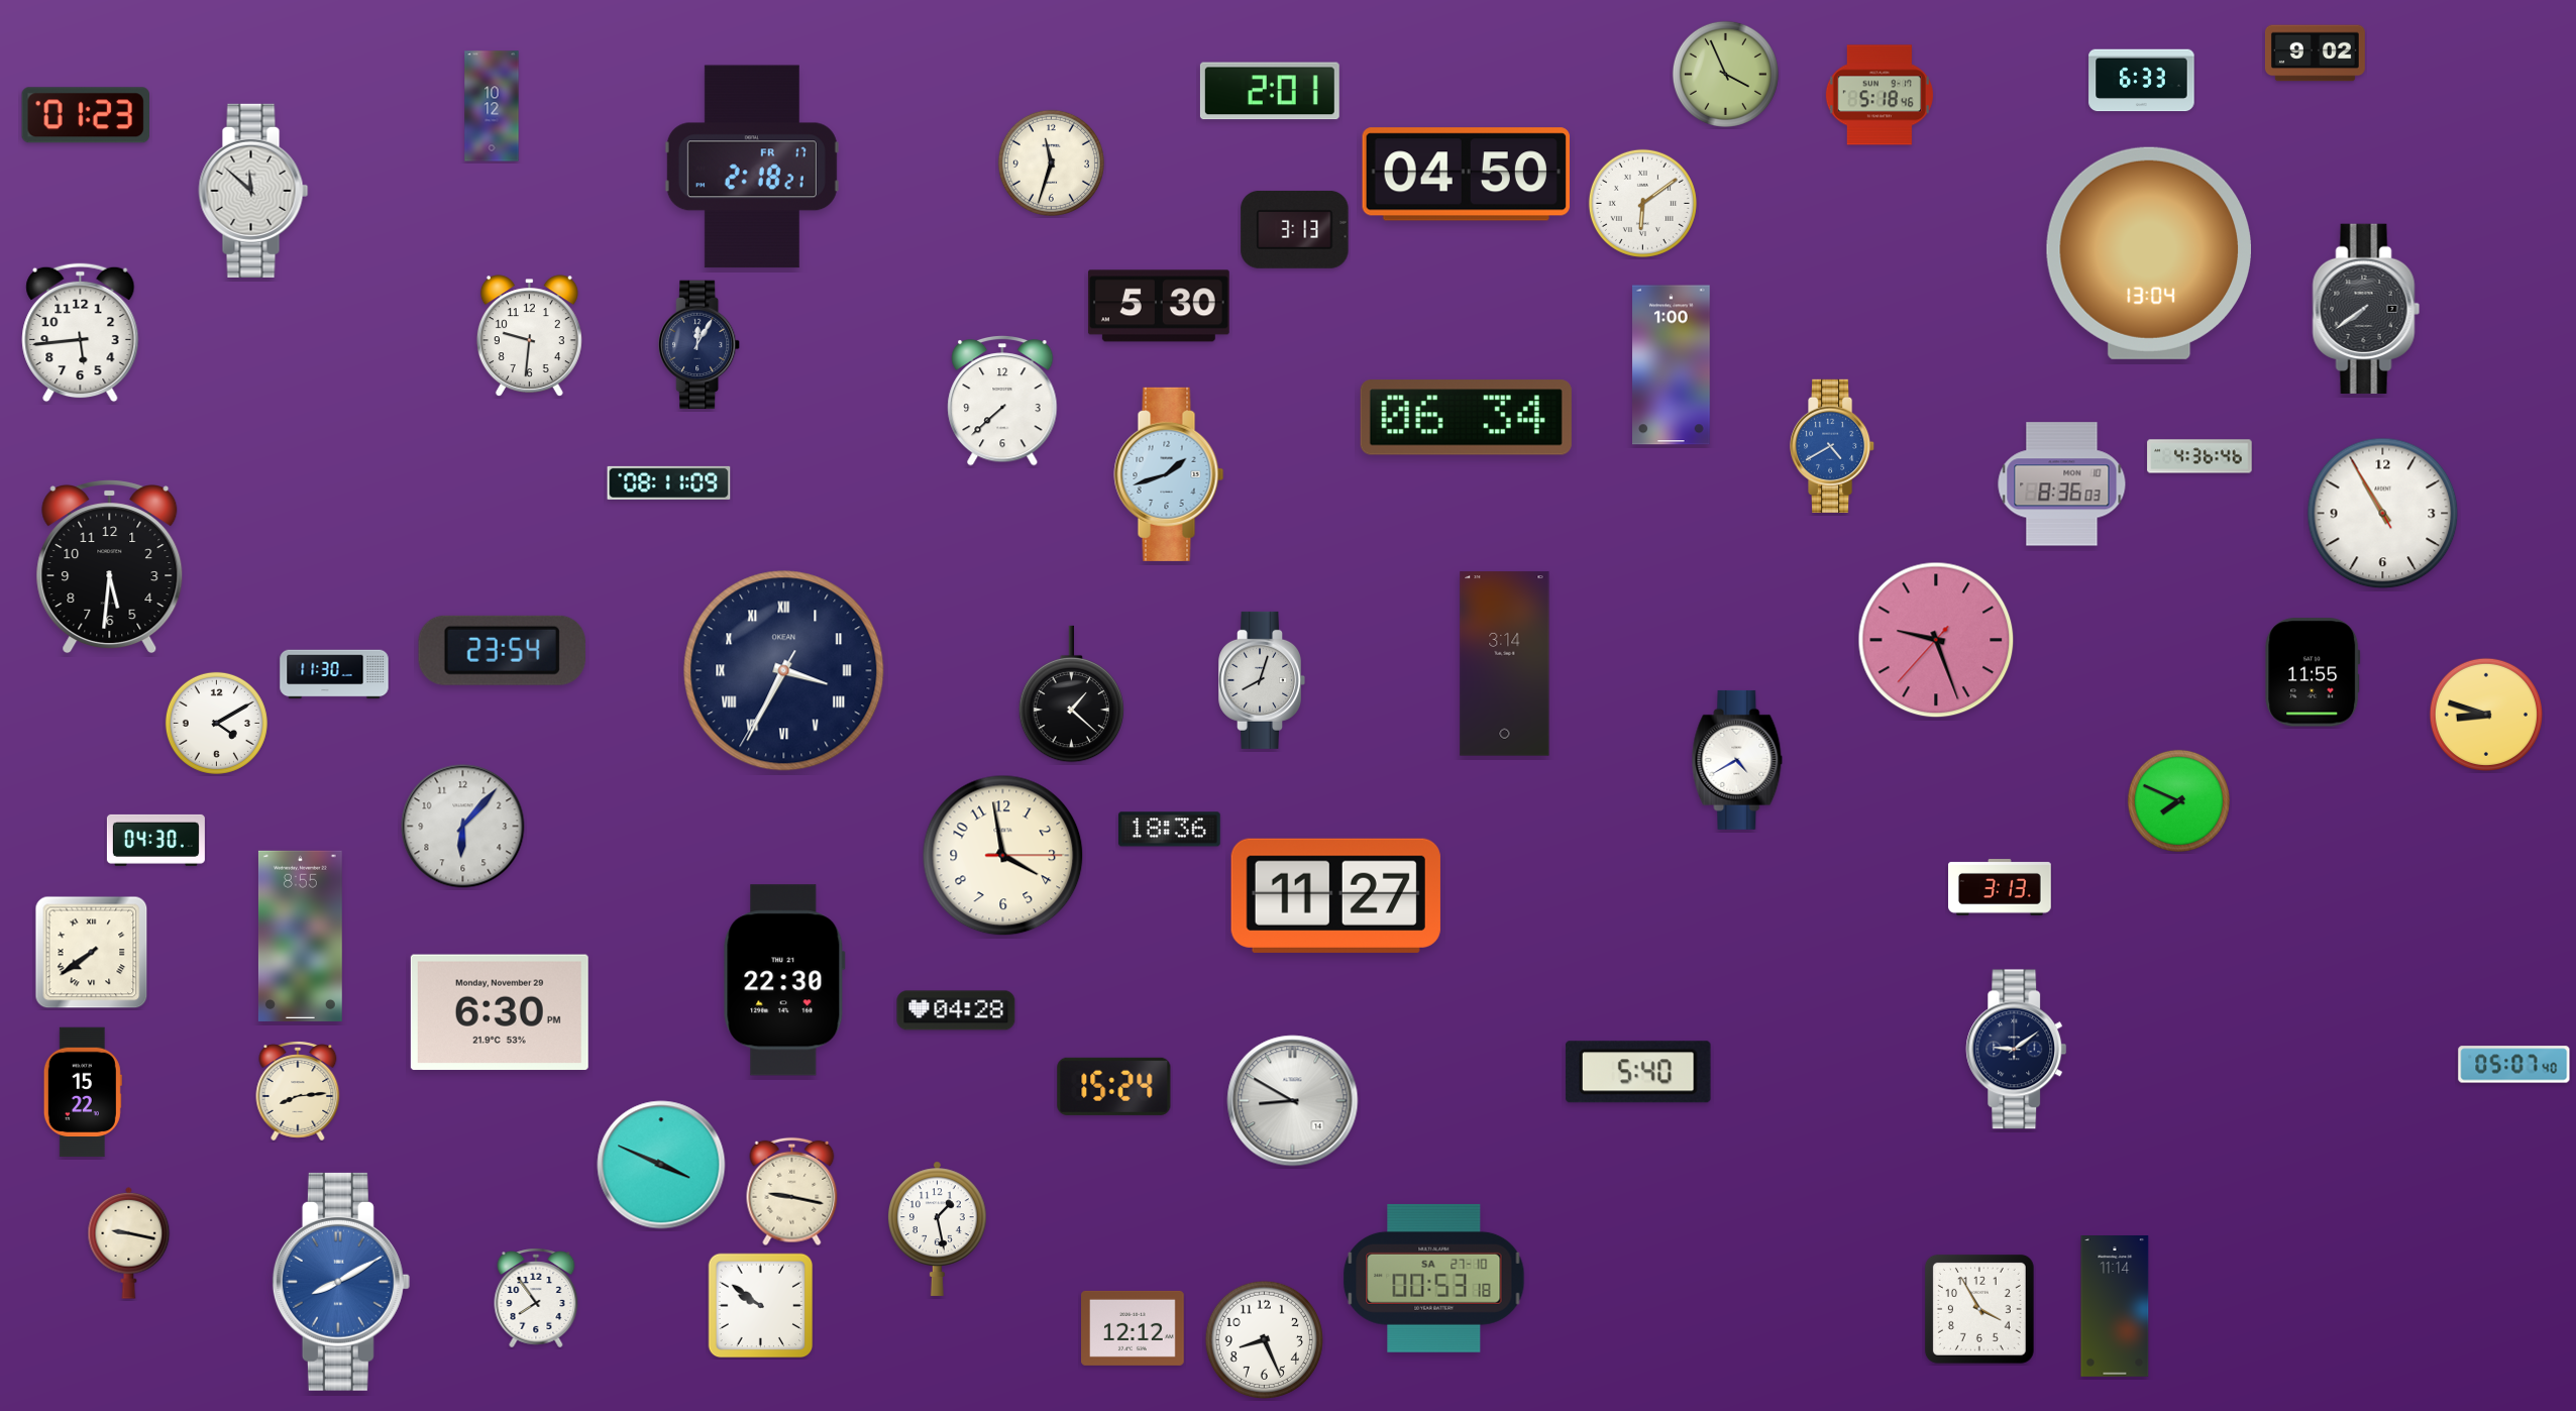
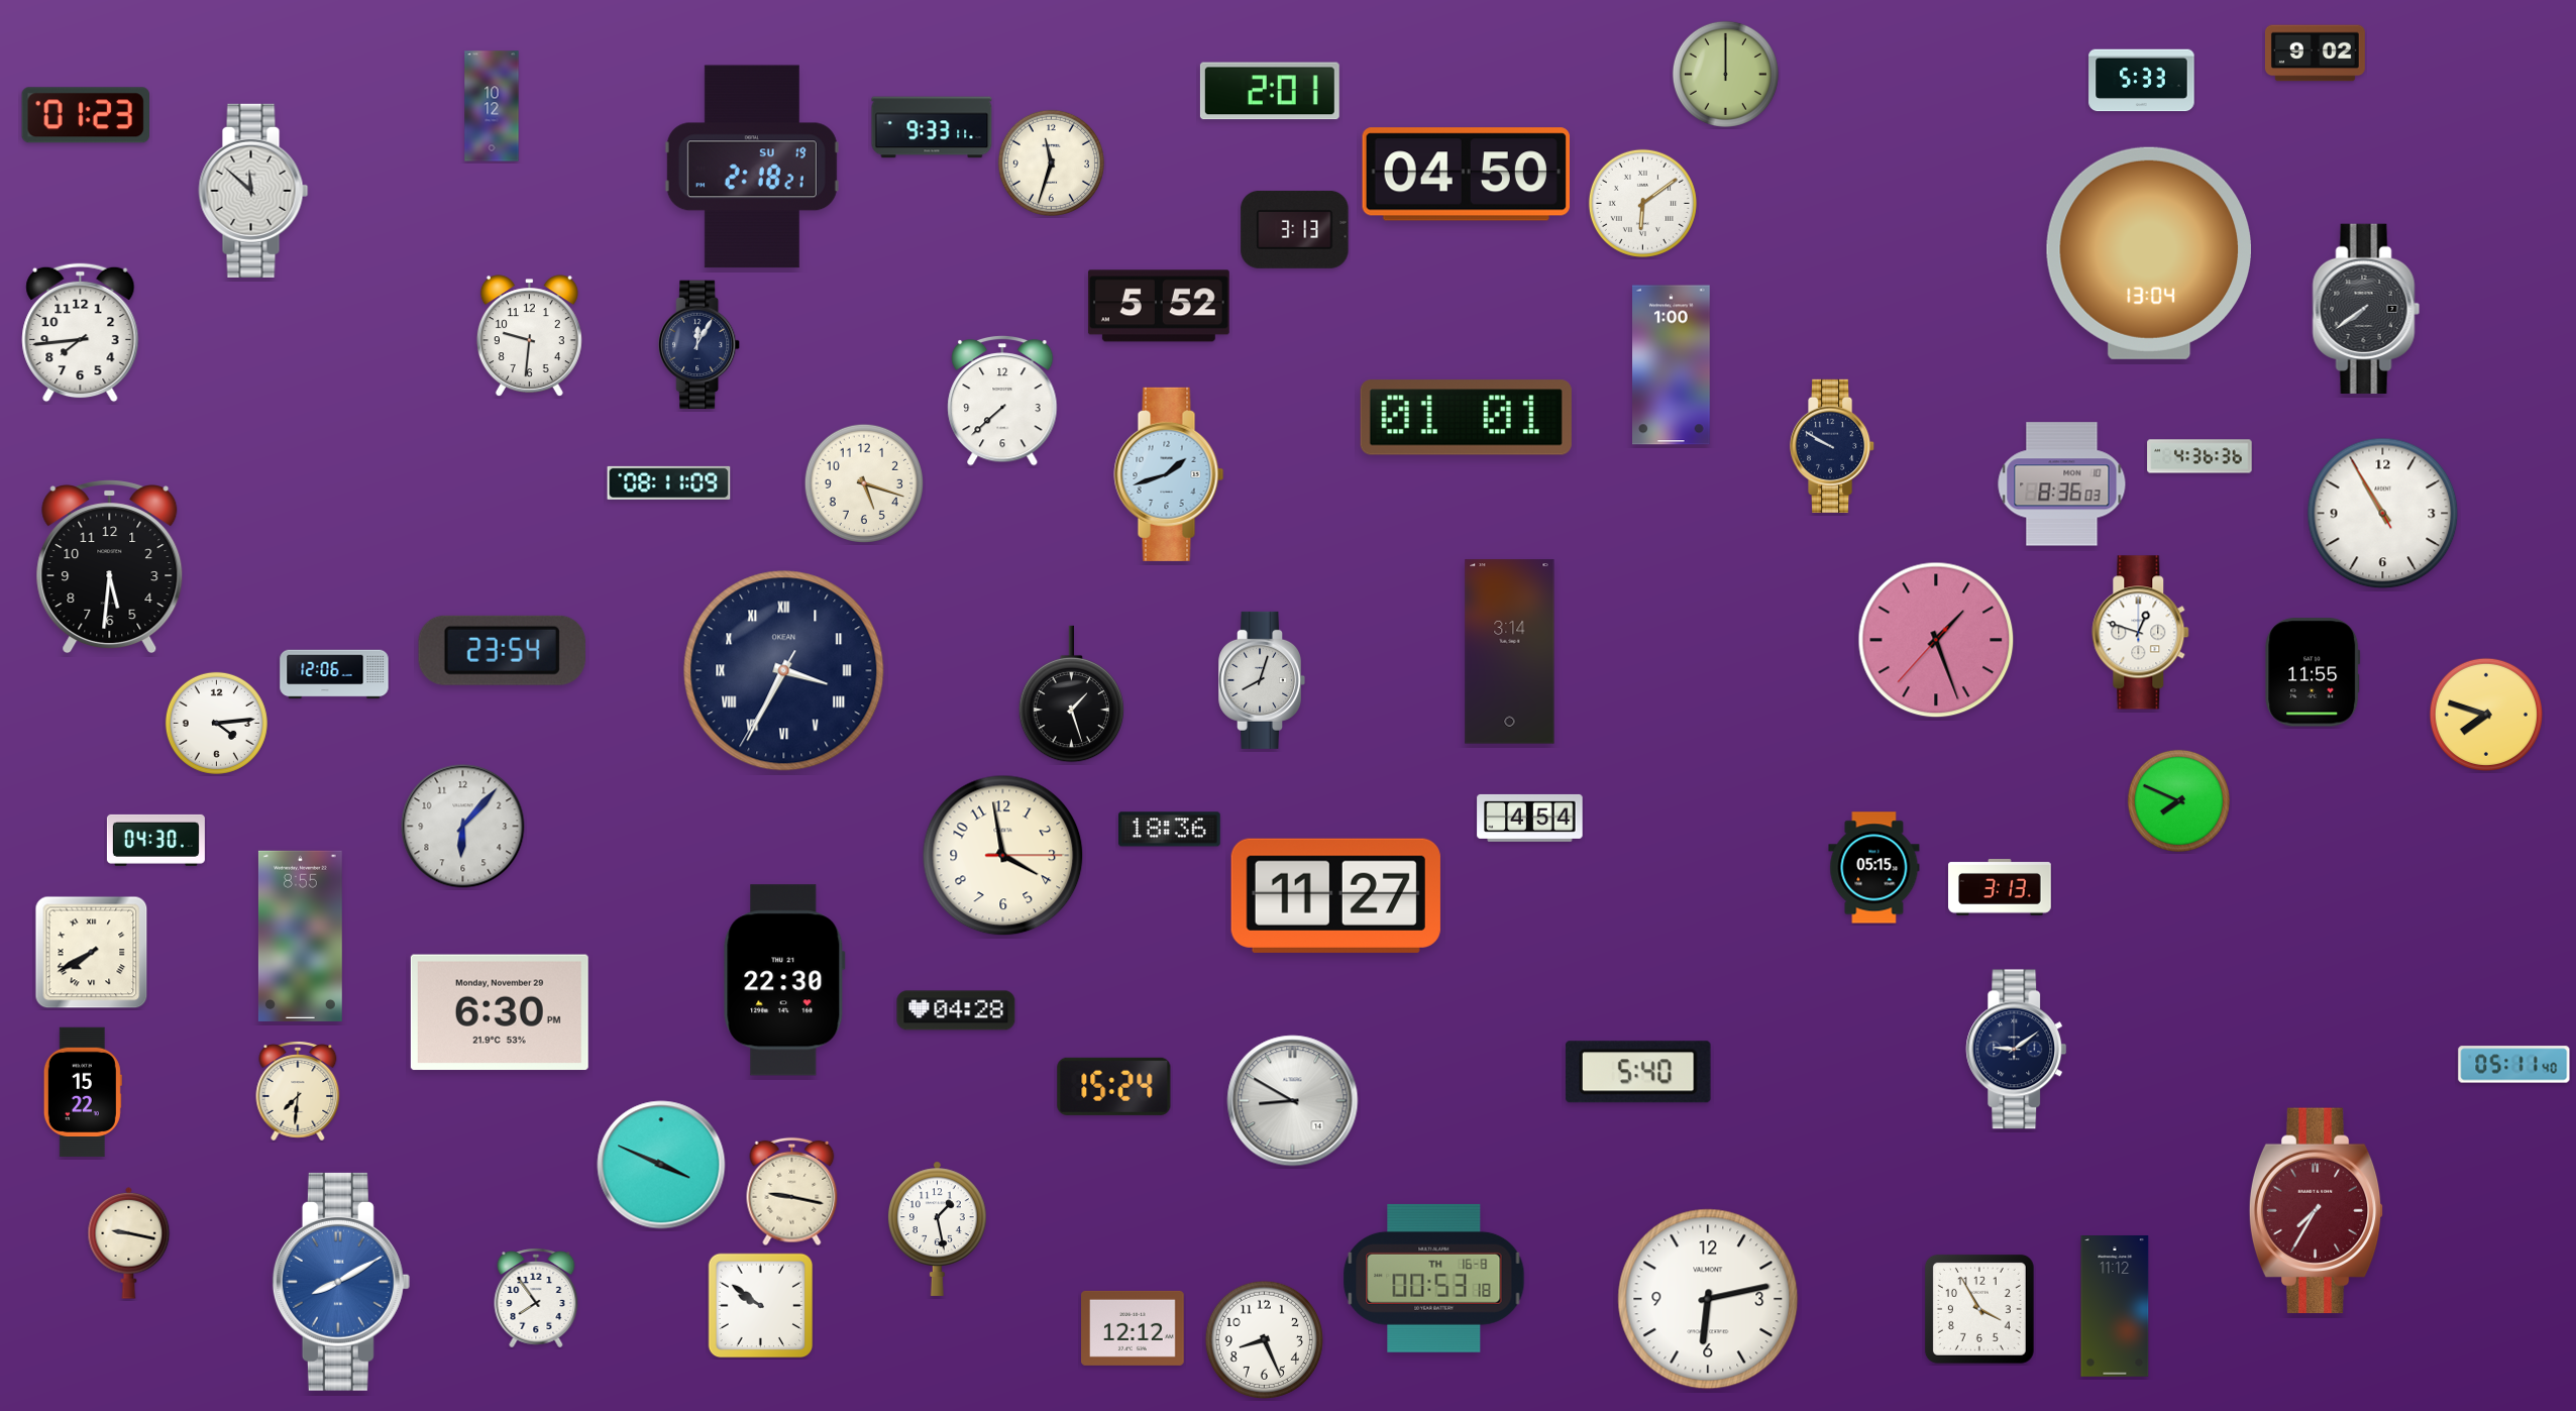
clock at (1725, 74): 3:56 -> 12:00
clock at (2142, 81): 6:33 -> 5:33
clock at (1880, 95): 5:18 -> none
clock at (932, 127): none -> 9:33
clock at (752, 167) date: FR 17 -> SU 19
clock at (1159, 306): 5:30 -> 5:52
clock at (81, 333): 5:44 -> 7:44
clock at (1466, 418): 06:34 -> 01:01
clock at (1833, 446): 4:40 -> 9:50
clock at (1833, 446) dial: blue -> navy
clock at (2199, 456): 4:36:46 -> 4:36:36
clock at (863, 482): none -> 5:18
clock at (2141, 633): none -> 12:48
clock at (1936, 640): 9:26 -> 1:26
clock at (1505, 664) position: (1505, 664) -> (1510, 652)
clock at (334, 674): 11:30 -> 12:06
clock at (1071, 694): 1:22 -> 1:27
clock at (2486, 715): 8:48 -> 7:48
clock at (216, 723): 4:10 -> 4:14
clock at (1737, 760): 4:40 -> none
clock at (1530, 818): none -> 4:54
clock at (1874, 868): none -> 05:15
clock at (92, 953): 7:39 -> 7:40
clock at (2514, 1065): 05:07 -> 05:11
clock at (298, 1091): 8:14 -> 7:31
clock at (2317, 1211): none -> 7:35
clock at (1434, 1278) date: SA 27-10 -> TH 16-8
clock at (1708, 1299): none -> 6:13
clock at (2115, 1307): 11:14 -> 11:12
